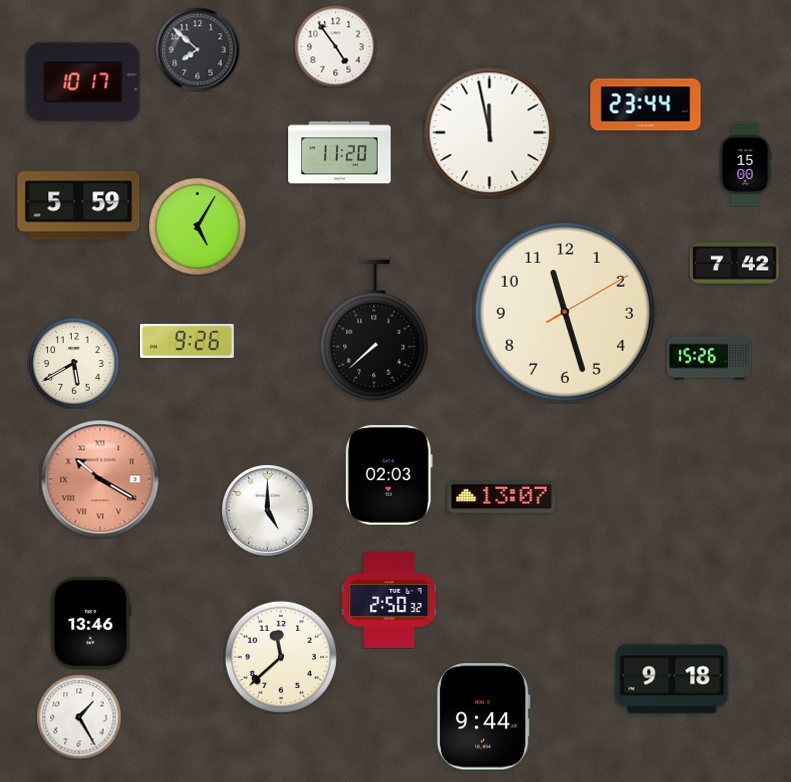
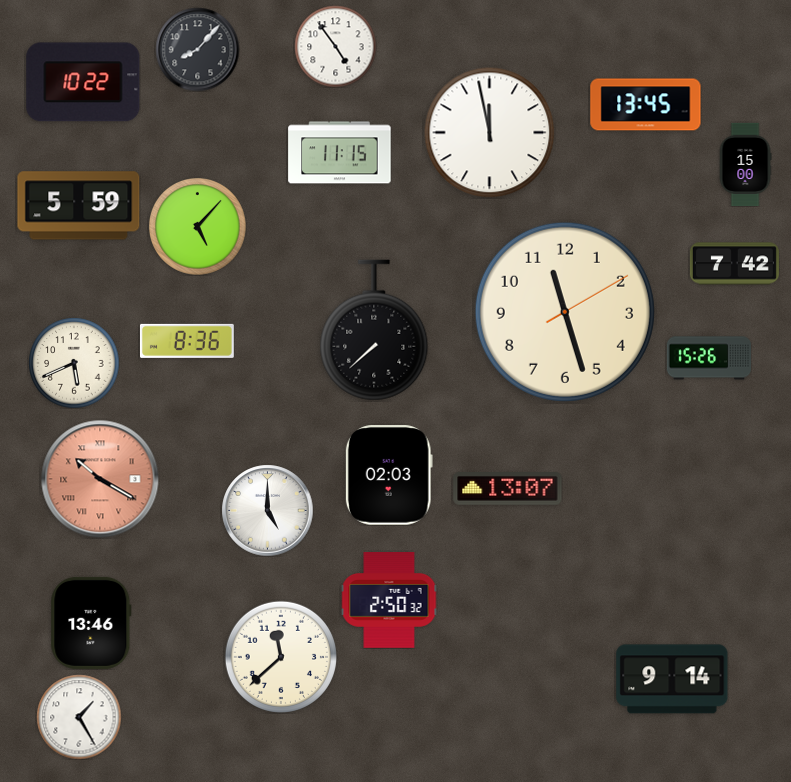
clock at (197, 49): 7:52 -> 8:07
clock at (83, 82): 10:17 -> 10:22
clock at (646, 105): 23:44 -> 13:45
clock at (340, 153): 11:20 -> 11:15
clock at (198, 227): 5:05 -> 5:07
clock at (187, 341): 9:26 -> 8:36
clock at (74, 363): 5:40 -> 5:41
clock at (502, 497) position: (502, 497) -> (508, 489)
clock at (672, 679): 9:18 -> 9:14
clock at (483, 717): 9:44 -> none
